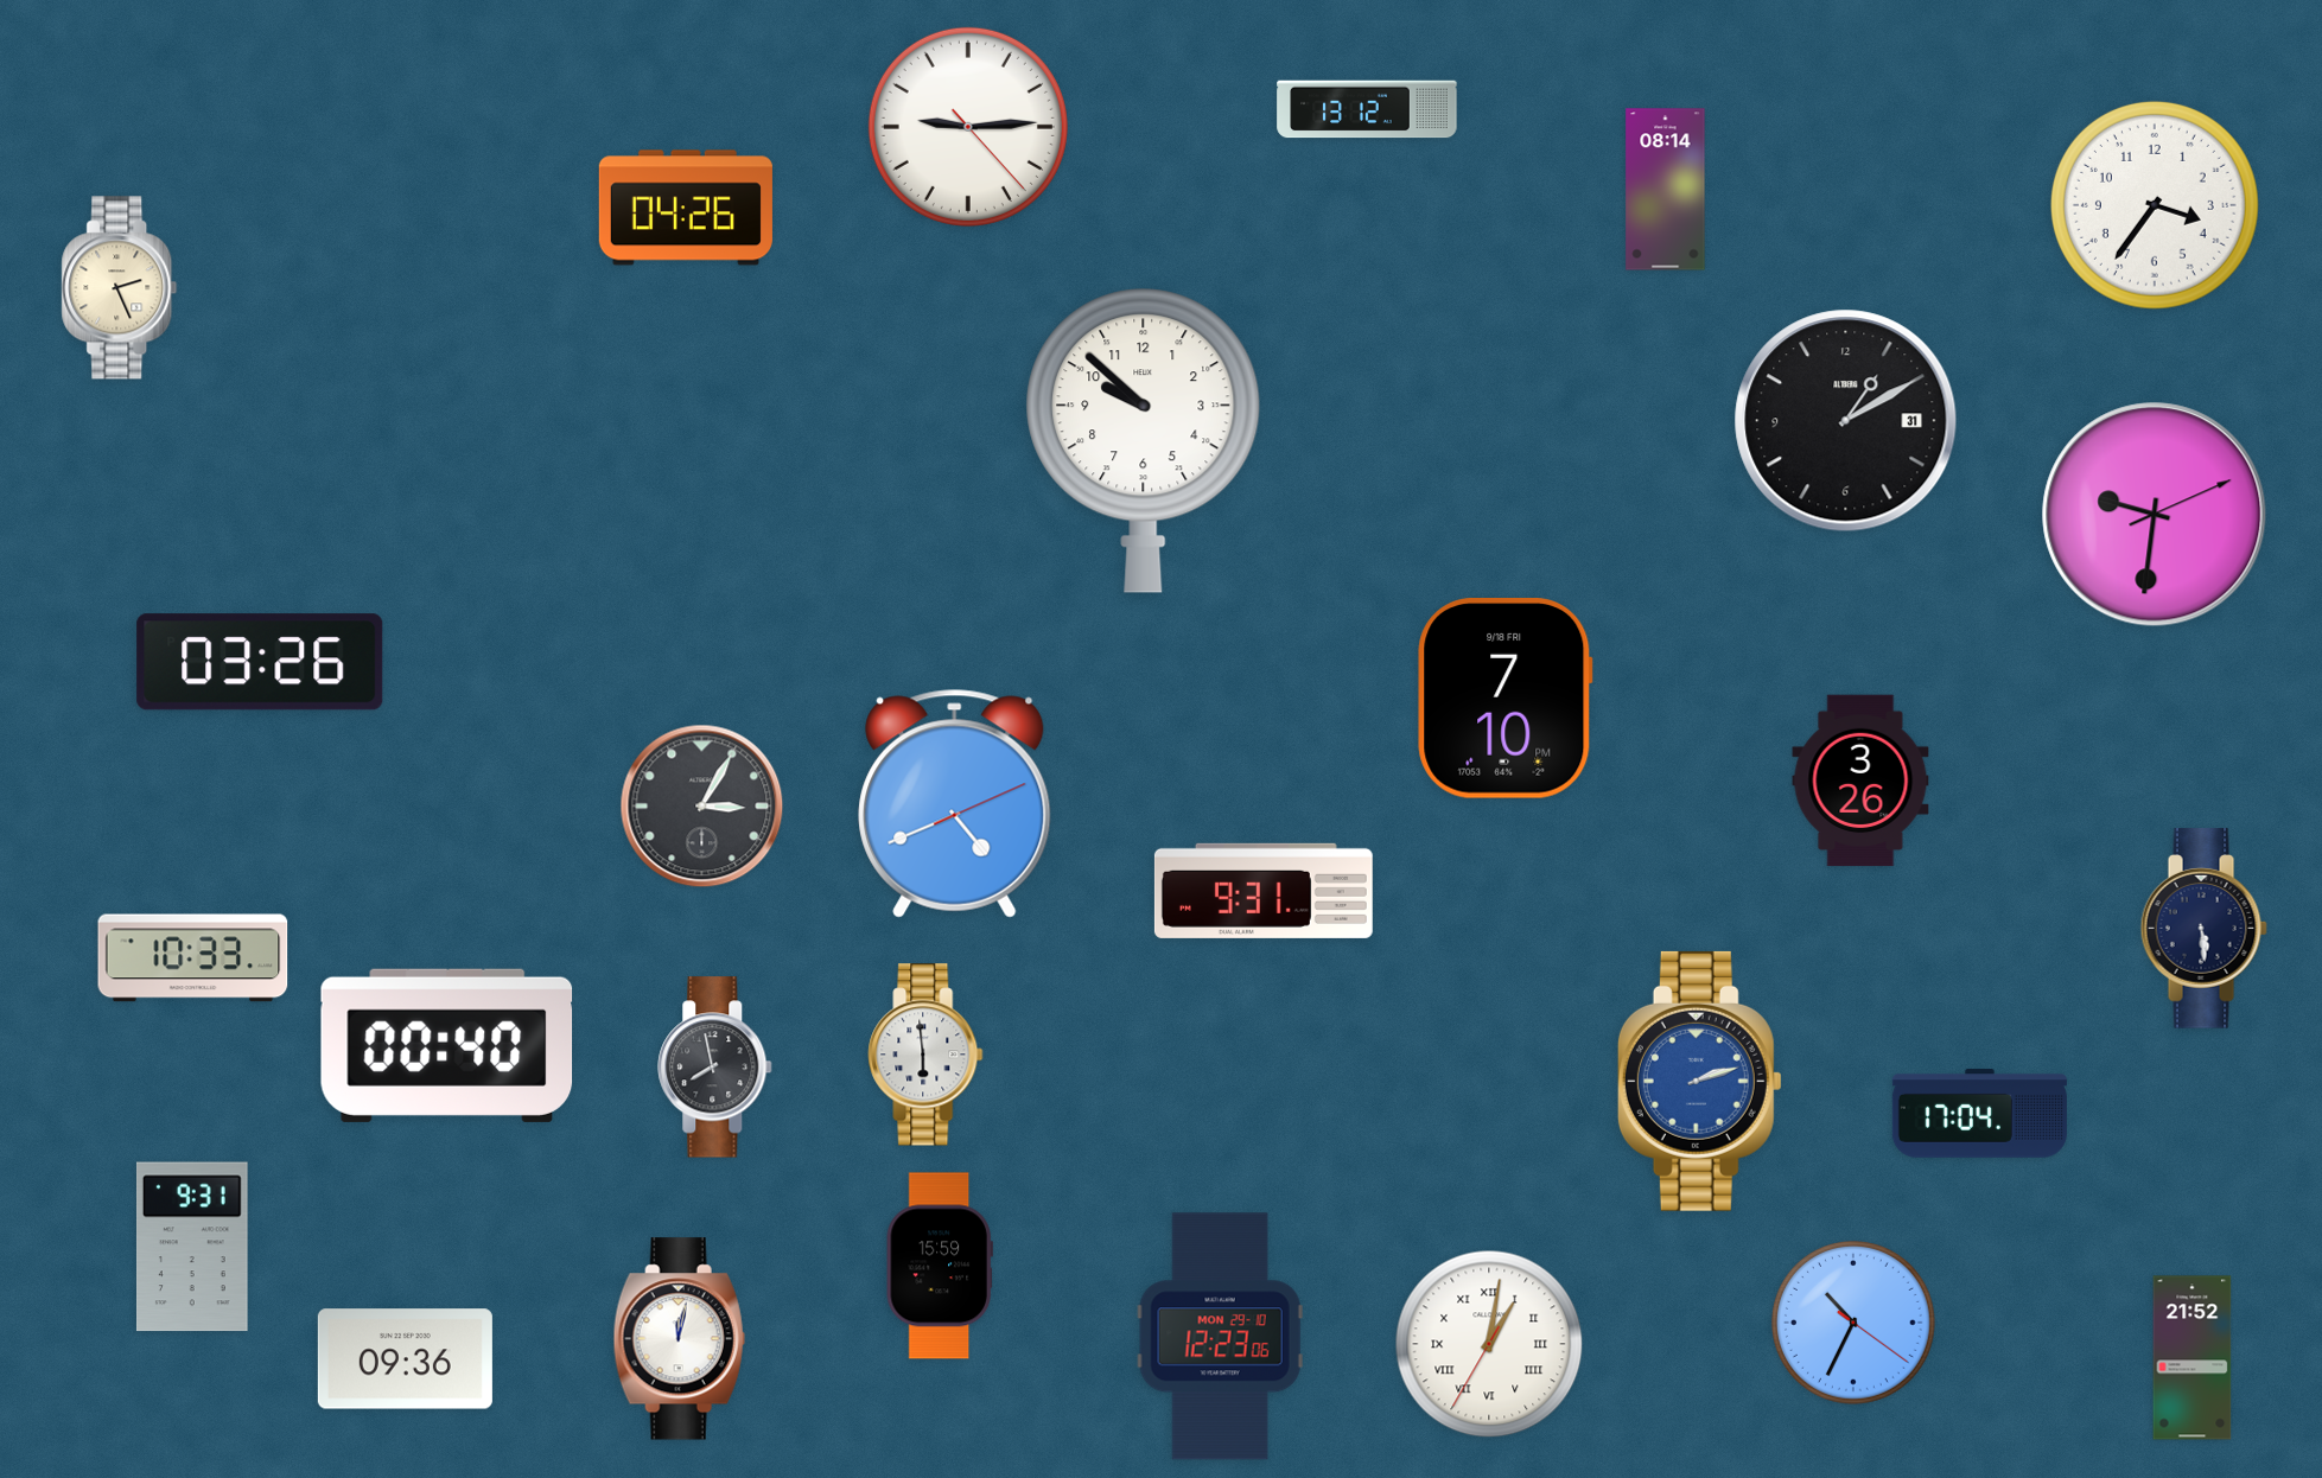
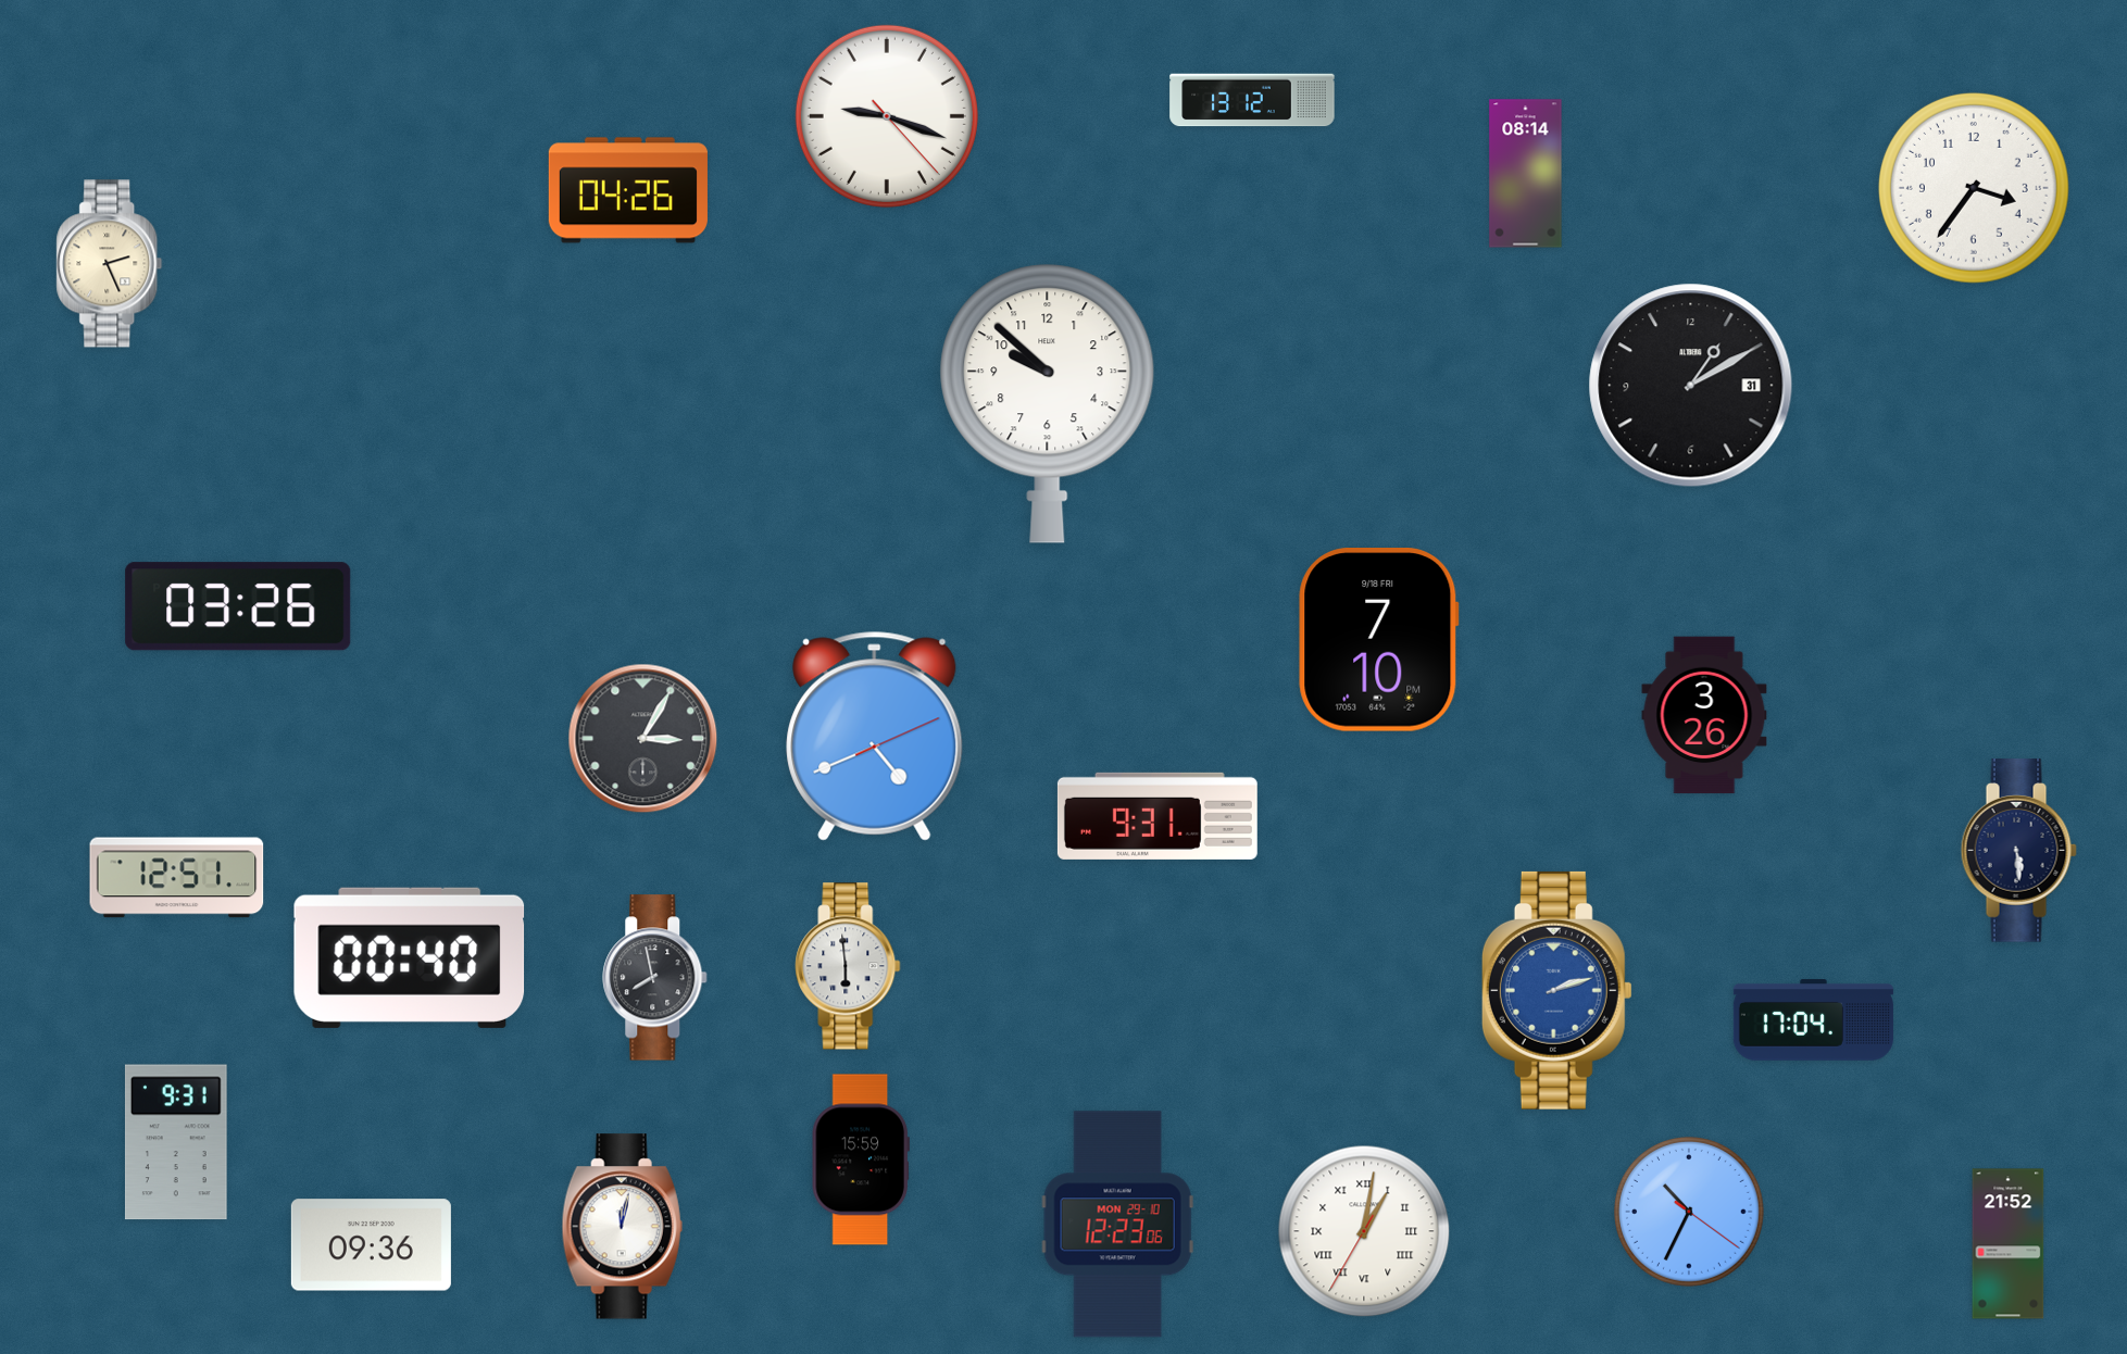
clock at (968, 127): 9:14 -> 9:18
clock at (2155, 515): 9:31 -> none
clock at (193, 958): 10:33 -> 12:51
clock at (1855, 1324) position: (1855, 1324) -> (1690, 1213)
